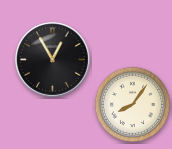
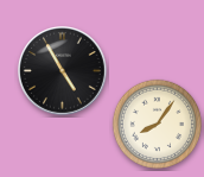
clock at (53, 60): 12:55 -> 4:55
